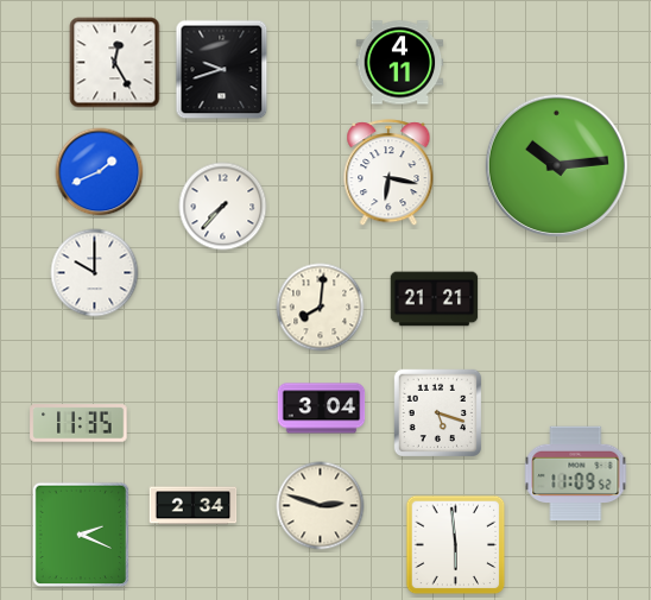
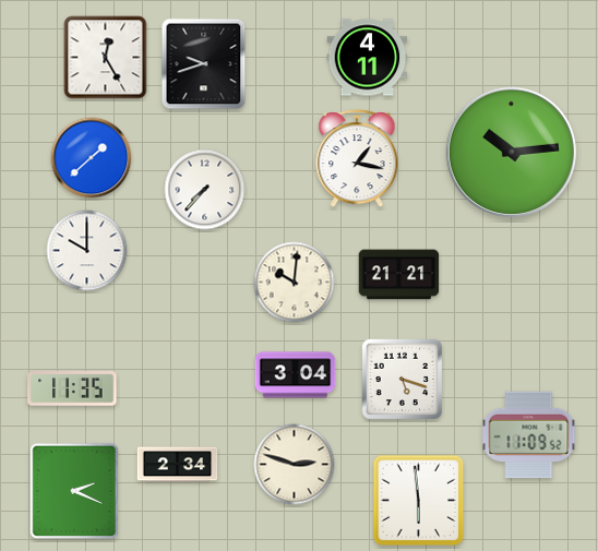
clock at (100, 172): 1:41 -> 1:38
clock at (388, 173): 6:17 -> 1:17
clock at (321, 308): 8:01 -> 10:01
